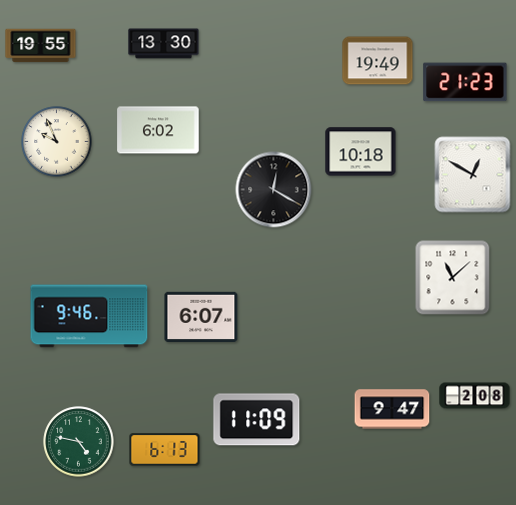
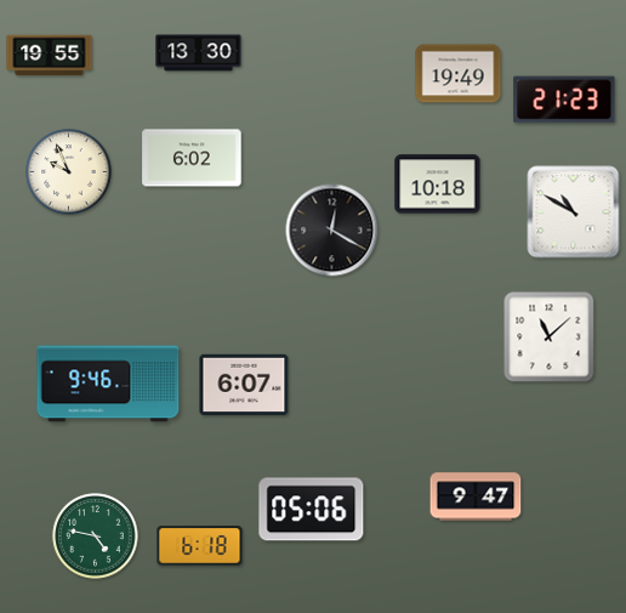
clock at (473, 175): 12:50 -> 10:50
clock at (475, 396): 2:08 -> none
clock at (257, 420): 11:09 -> 05:06
clock at (165, 450): 6:13 -> 6:18
